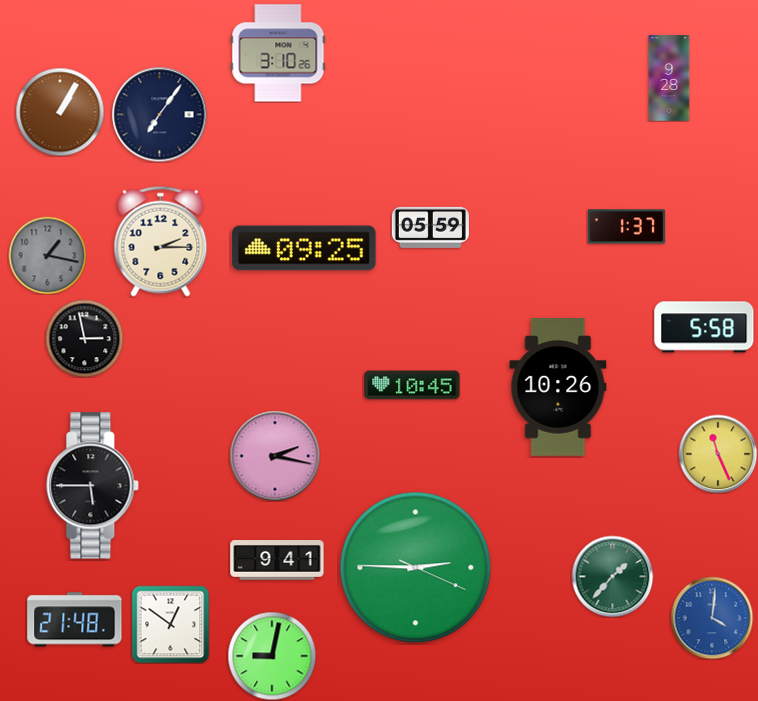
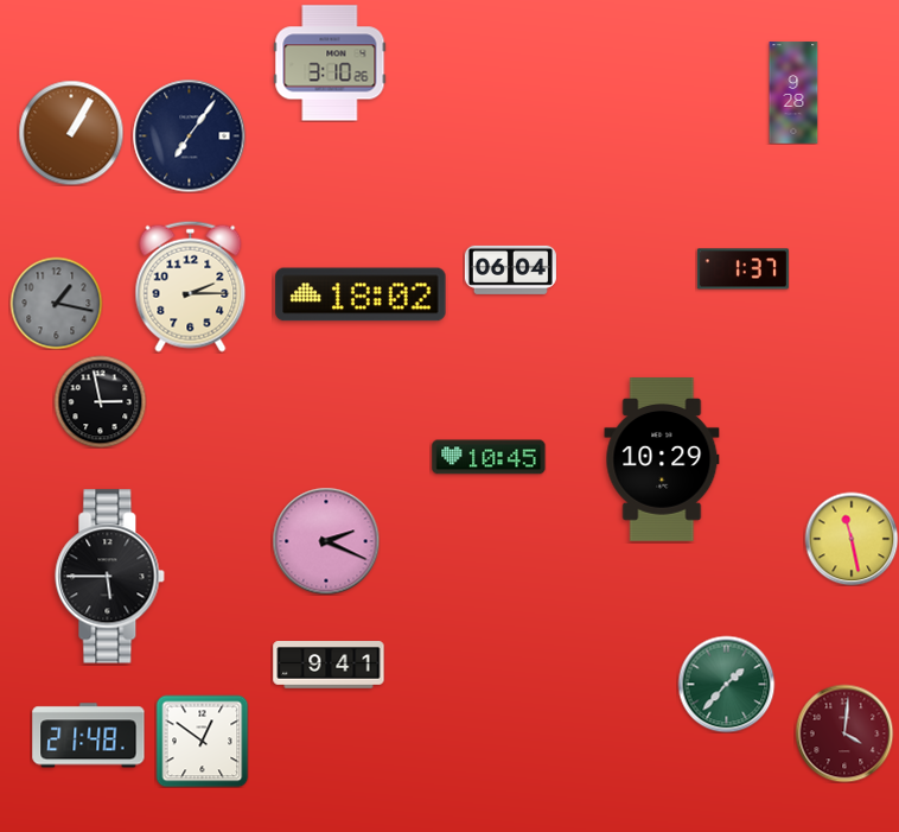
clock at (430, 227): 05:59 -> 06:04
clock at (304, 248): 09:25 -> 18:02
clock at (704, 327): 5:58 -> none
clock at (558, 388): 10:26 -> 10:29
clock at (718, 454): 11:26 -> 11:28
clock at (275, 456): 2:17 -> 2:19
clock at (416, 568): 2:45 -> none
clock at (712, 618) dial: blue -> burgundy
clock at (272, 656): 9:02 -> none
